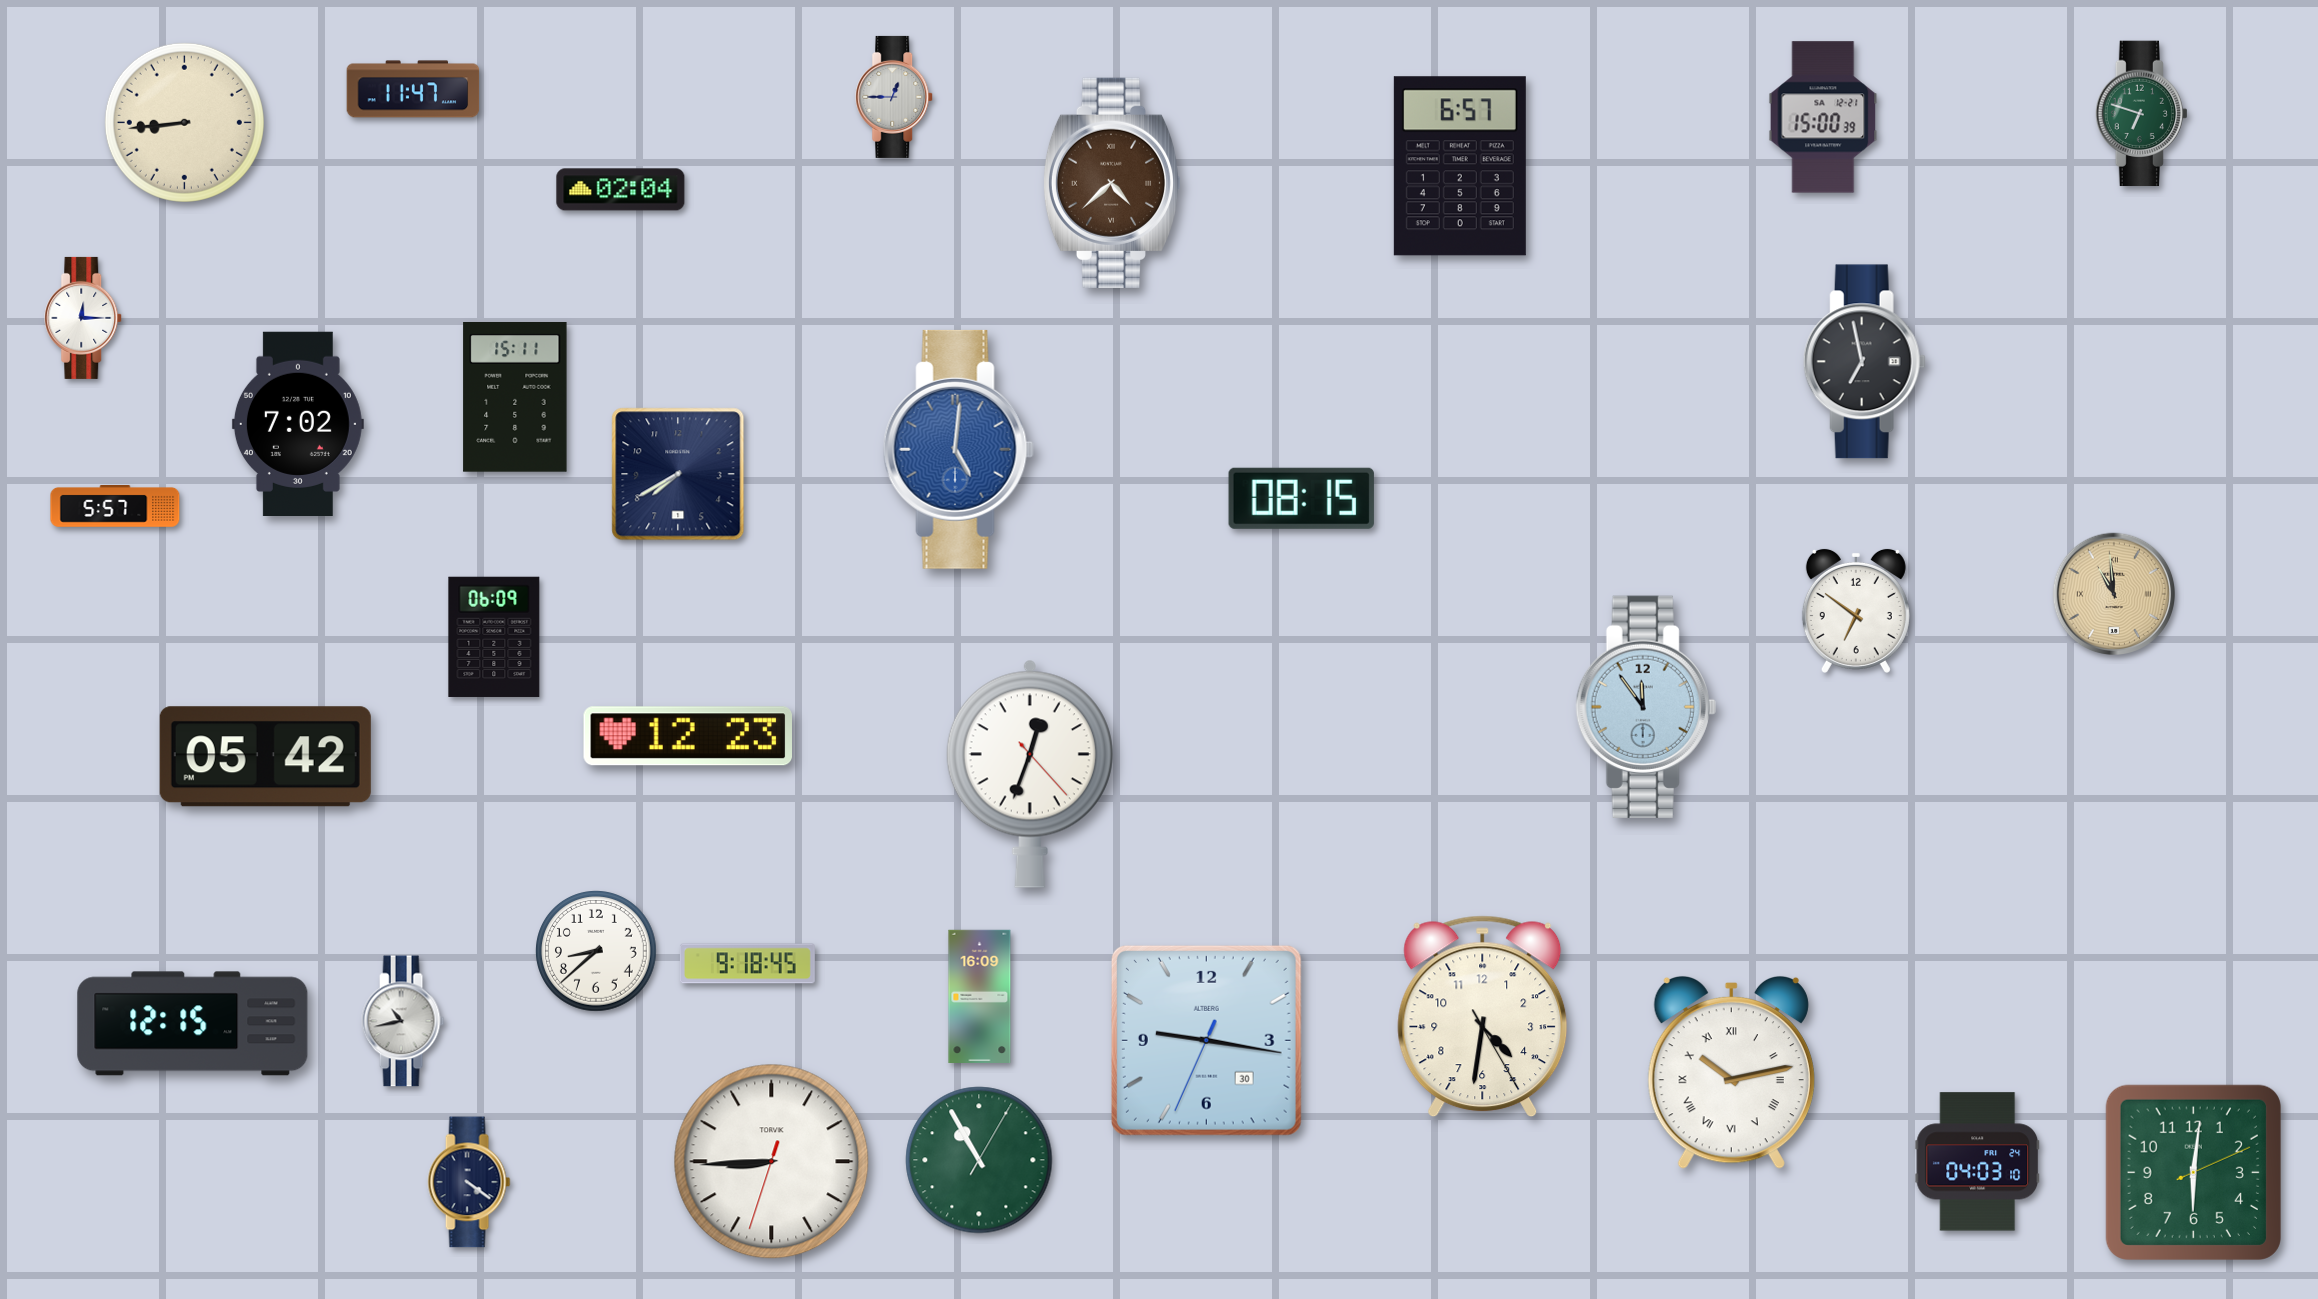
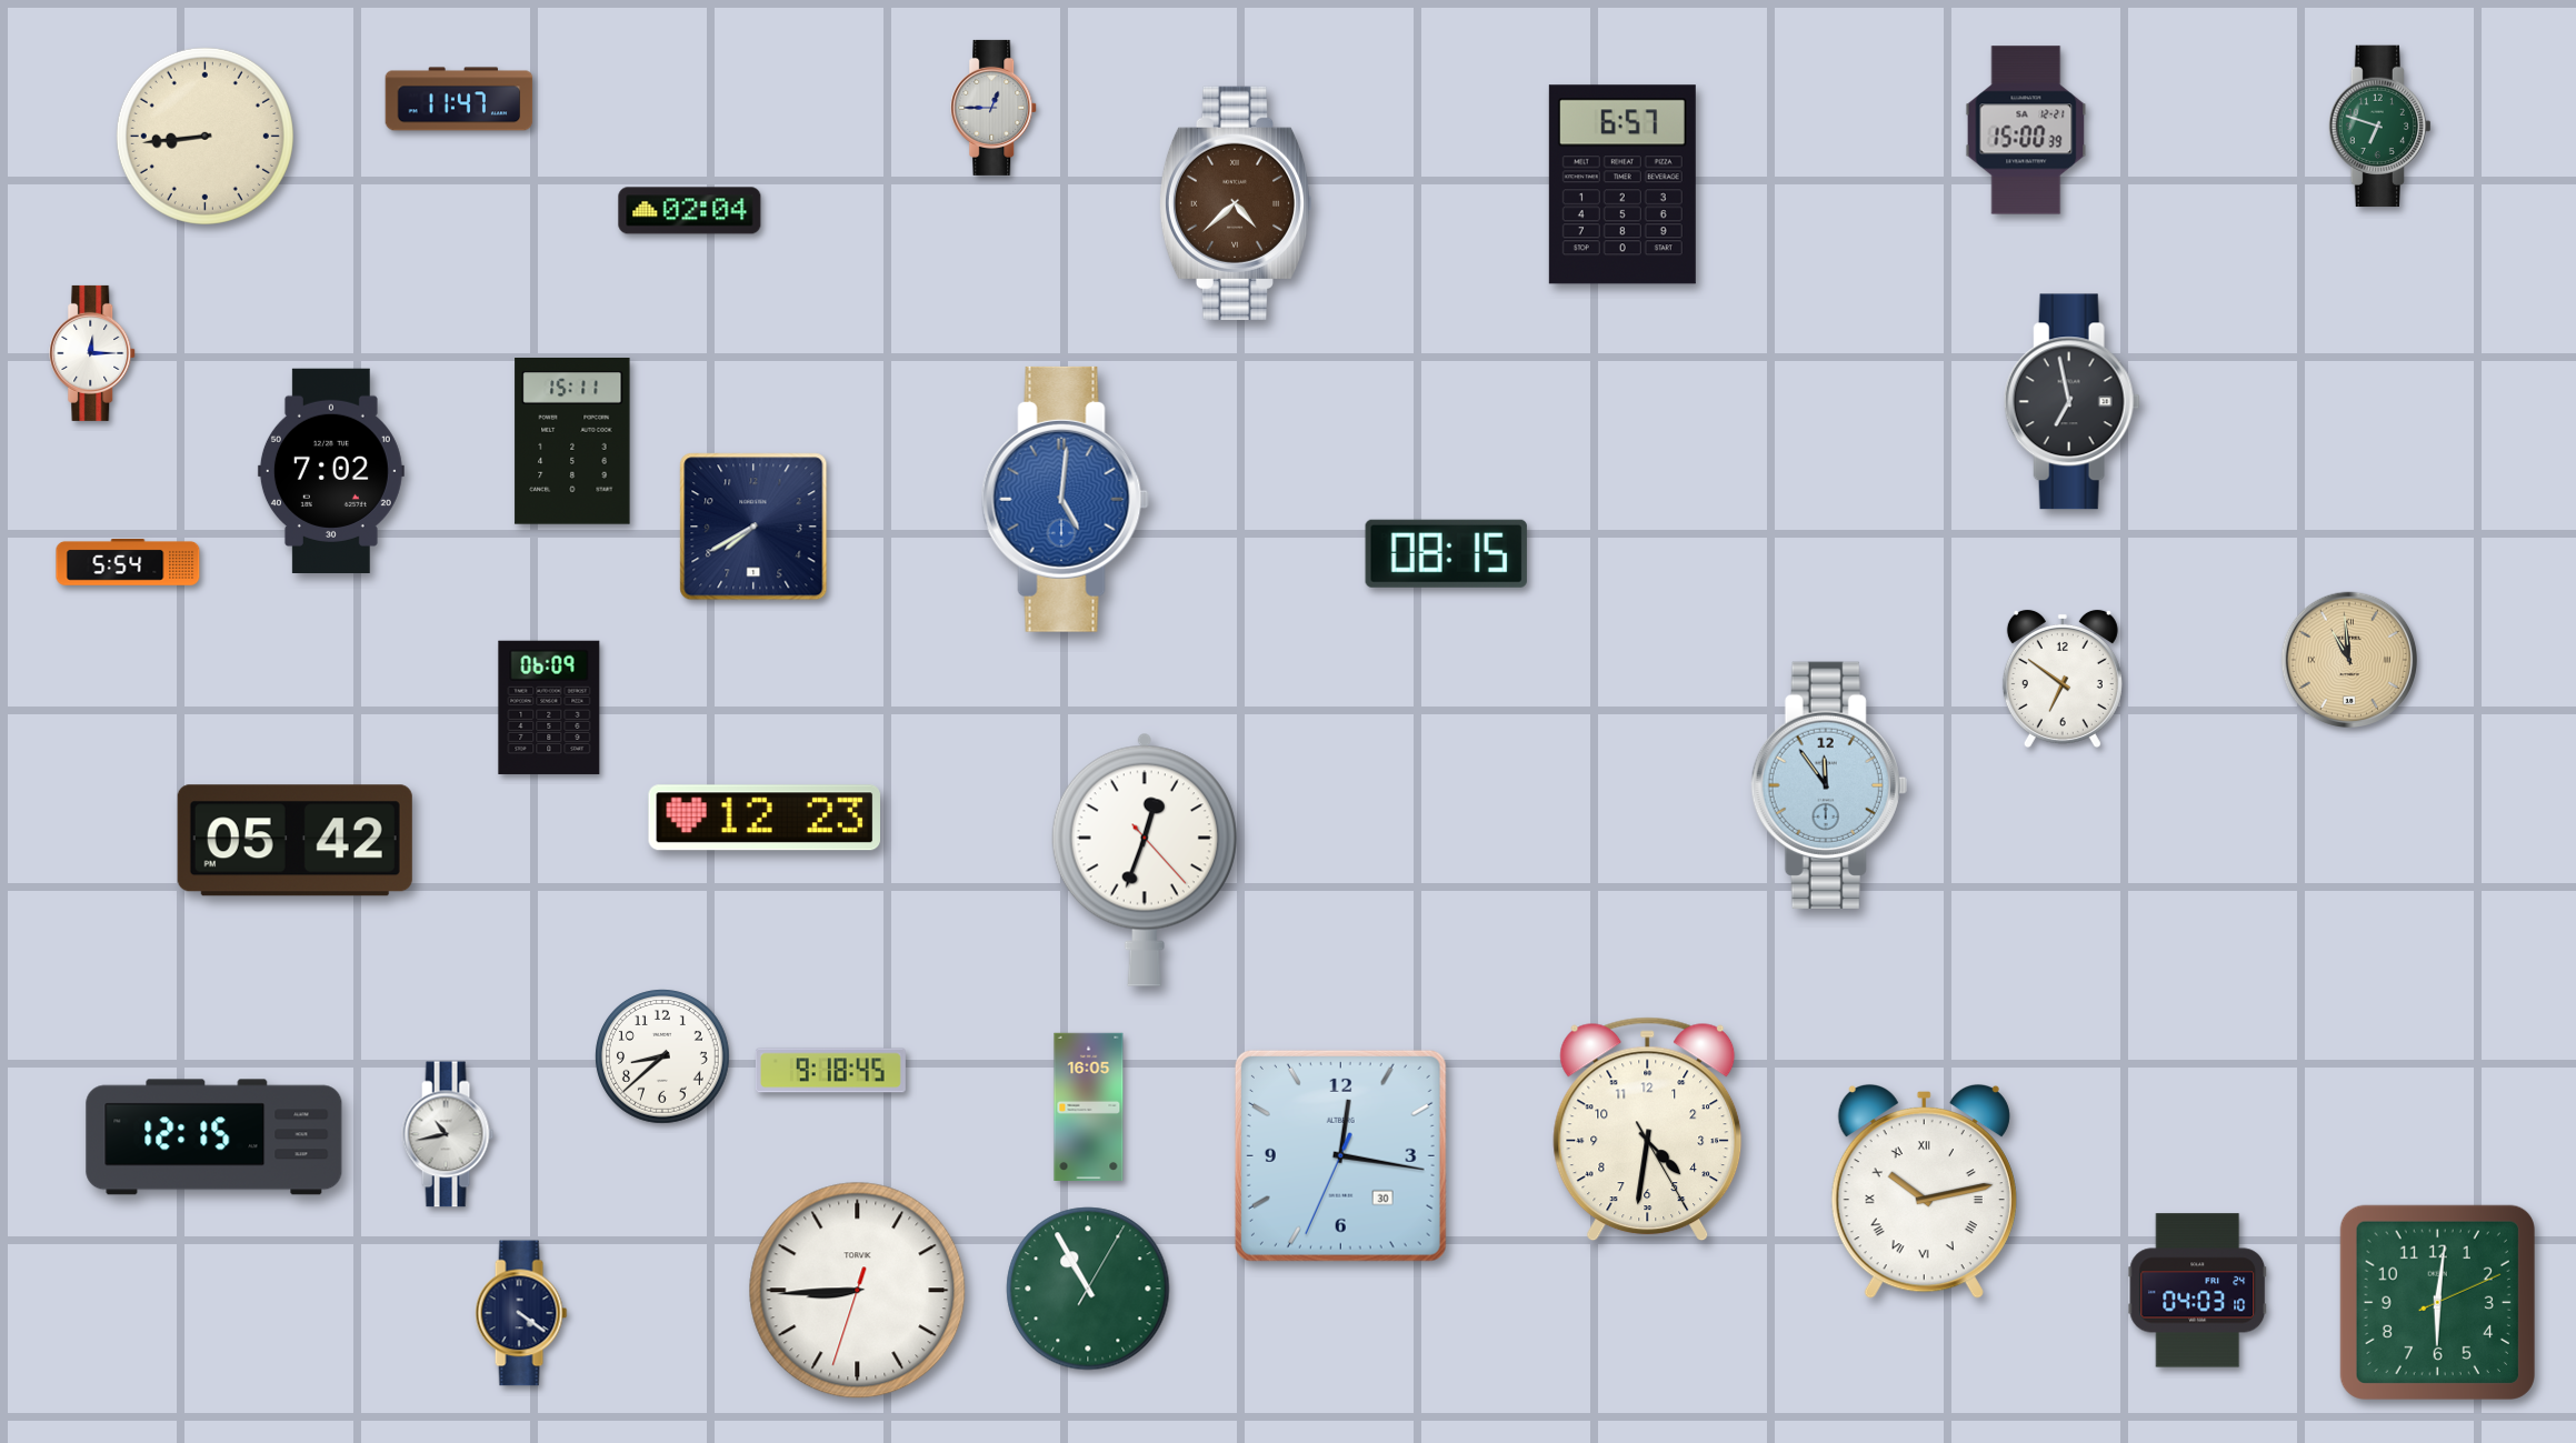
clock at (115, 507): 5:57 -> 5:54
clock at (980, 996): 16:09 -> 16:05
clock at (1206, 1040): 9:16 -> 12:16
